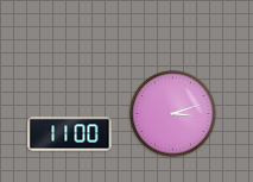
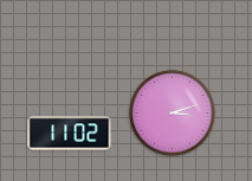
clock at (70, 134): 11:00 -> 11:02
